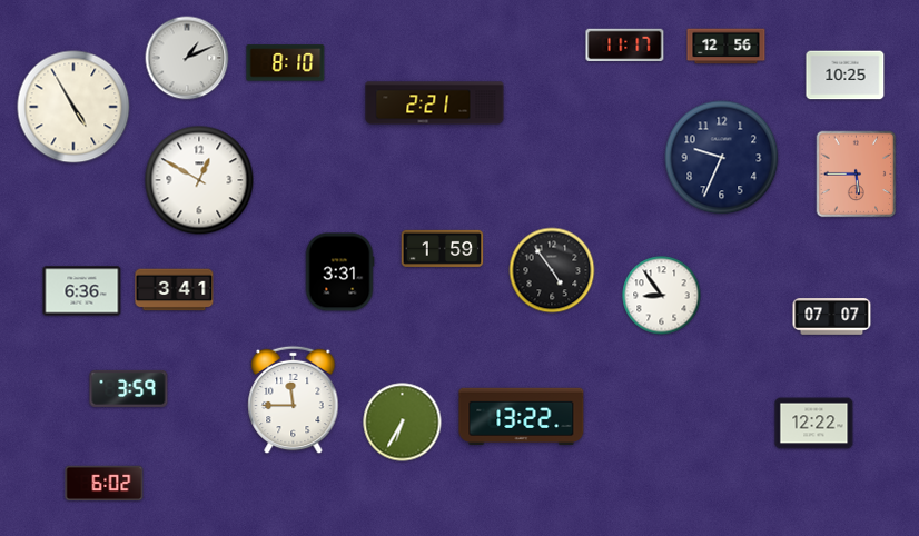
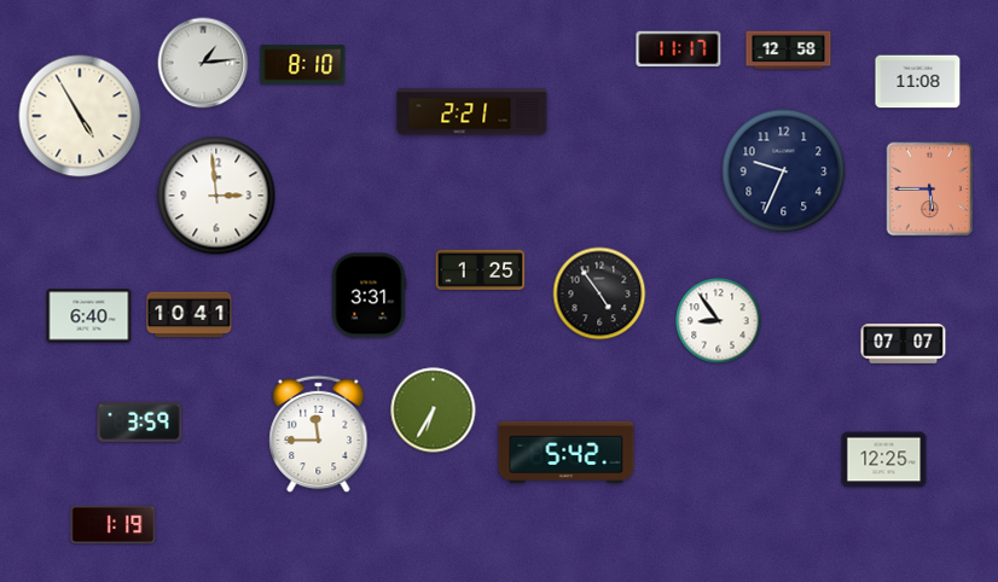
clock at (727, 47): 12:56 -> 12:58
clock at (187, 58): 1:11 -> 1:14
clock at (286, 63) position: (286, 63) -> (303, 65)
clock at (846, 76): 10:25 -> 11:08
clock at (199, 180): 12:50 -> 2:59
clock at (443, 248): 1:59 -> 1:25
clock at (175, 290): 3:41 -> 10:41
clock at (82, 291): 6:36 -> 6:40
clock at (522, 417): 13:22 -> 5:42
clock at (403, 423) position: (403, 423) -> (434, 411)
clock at (814, 424): 12:22 -> 12:25
clock at (105, 484): 6:02 -> 1:19
